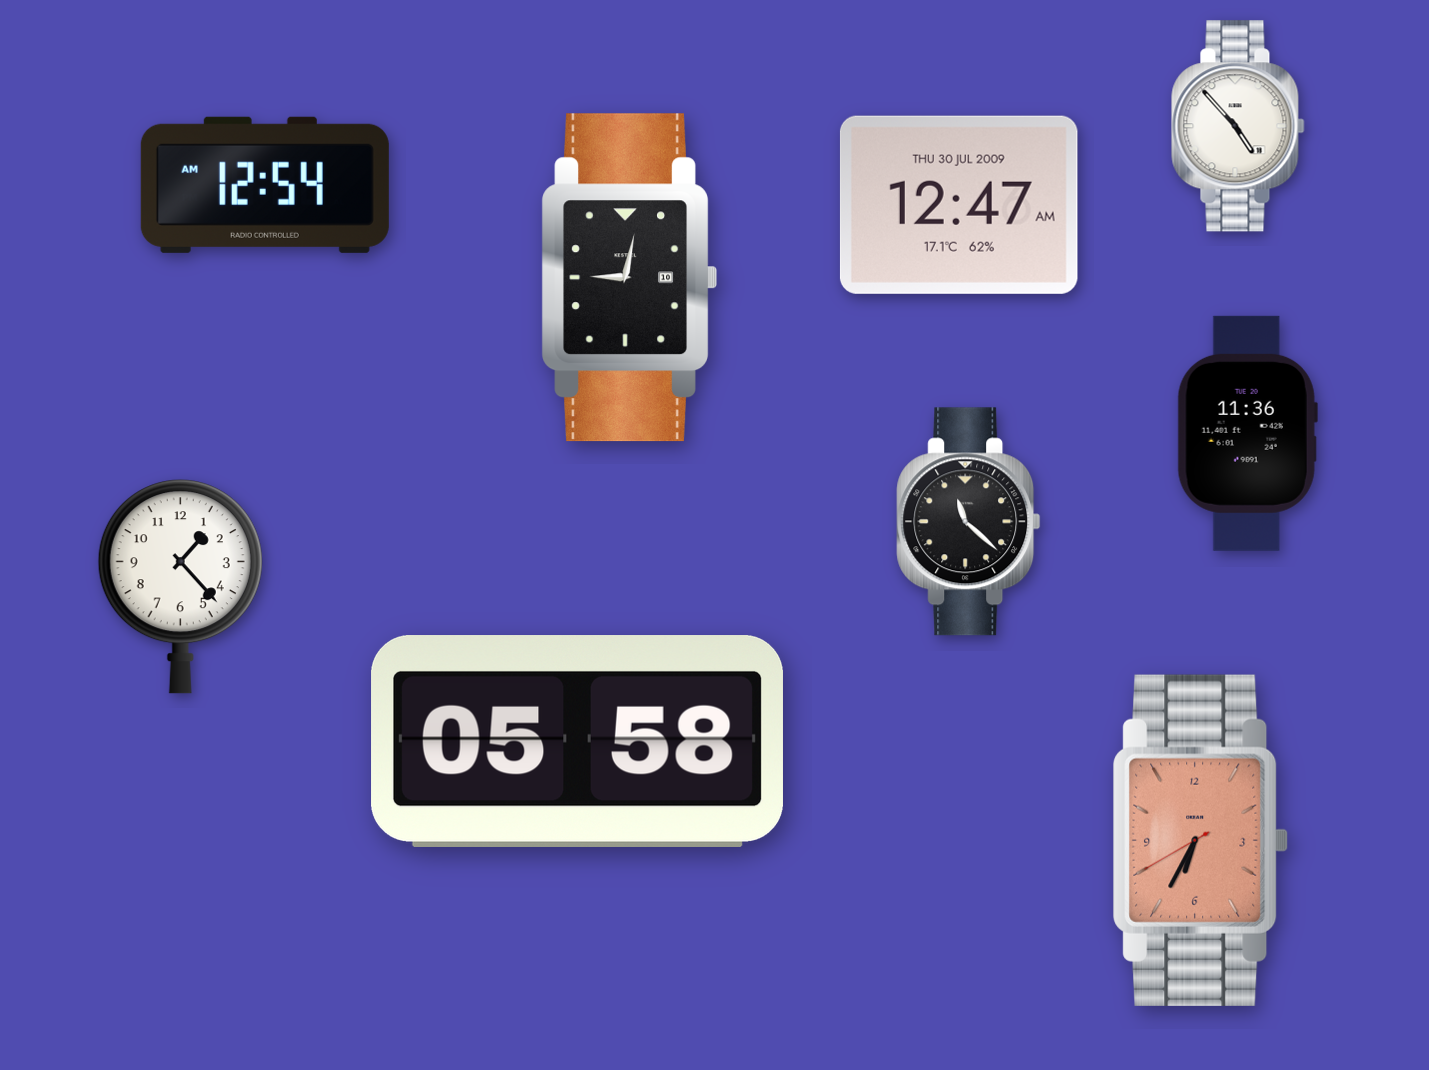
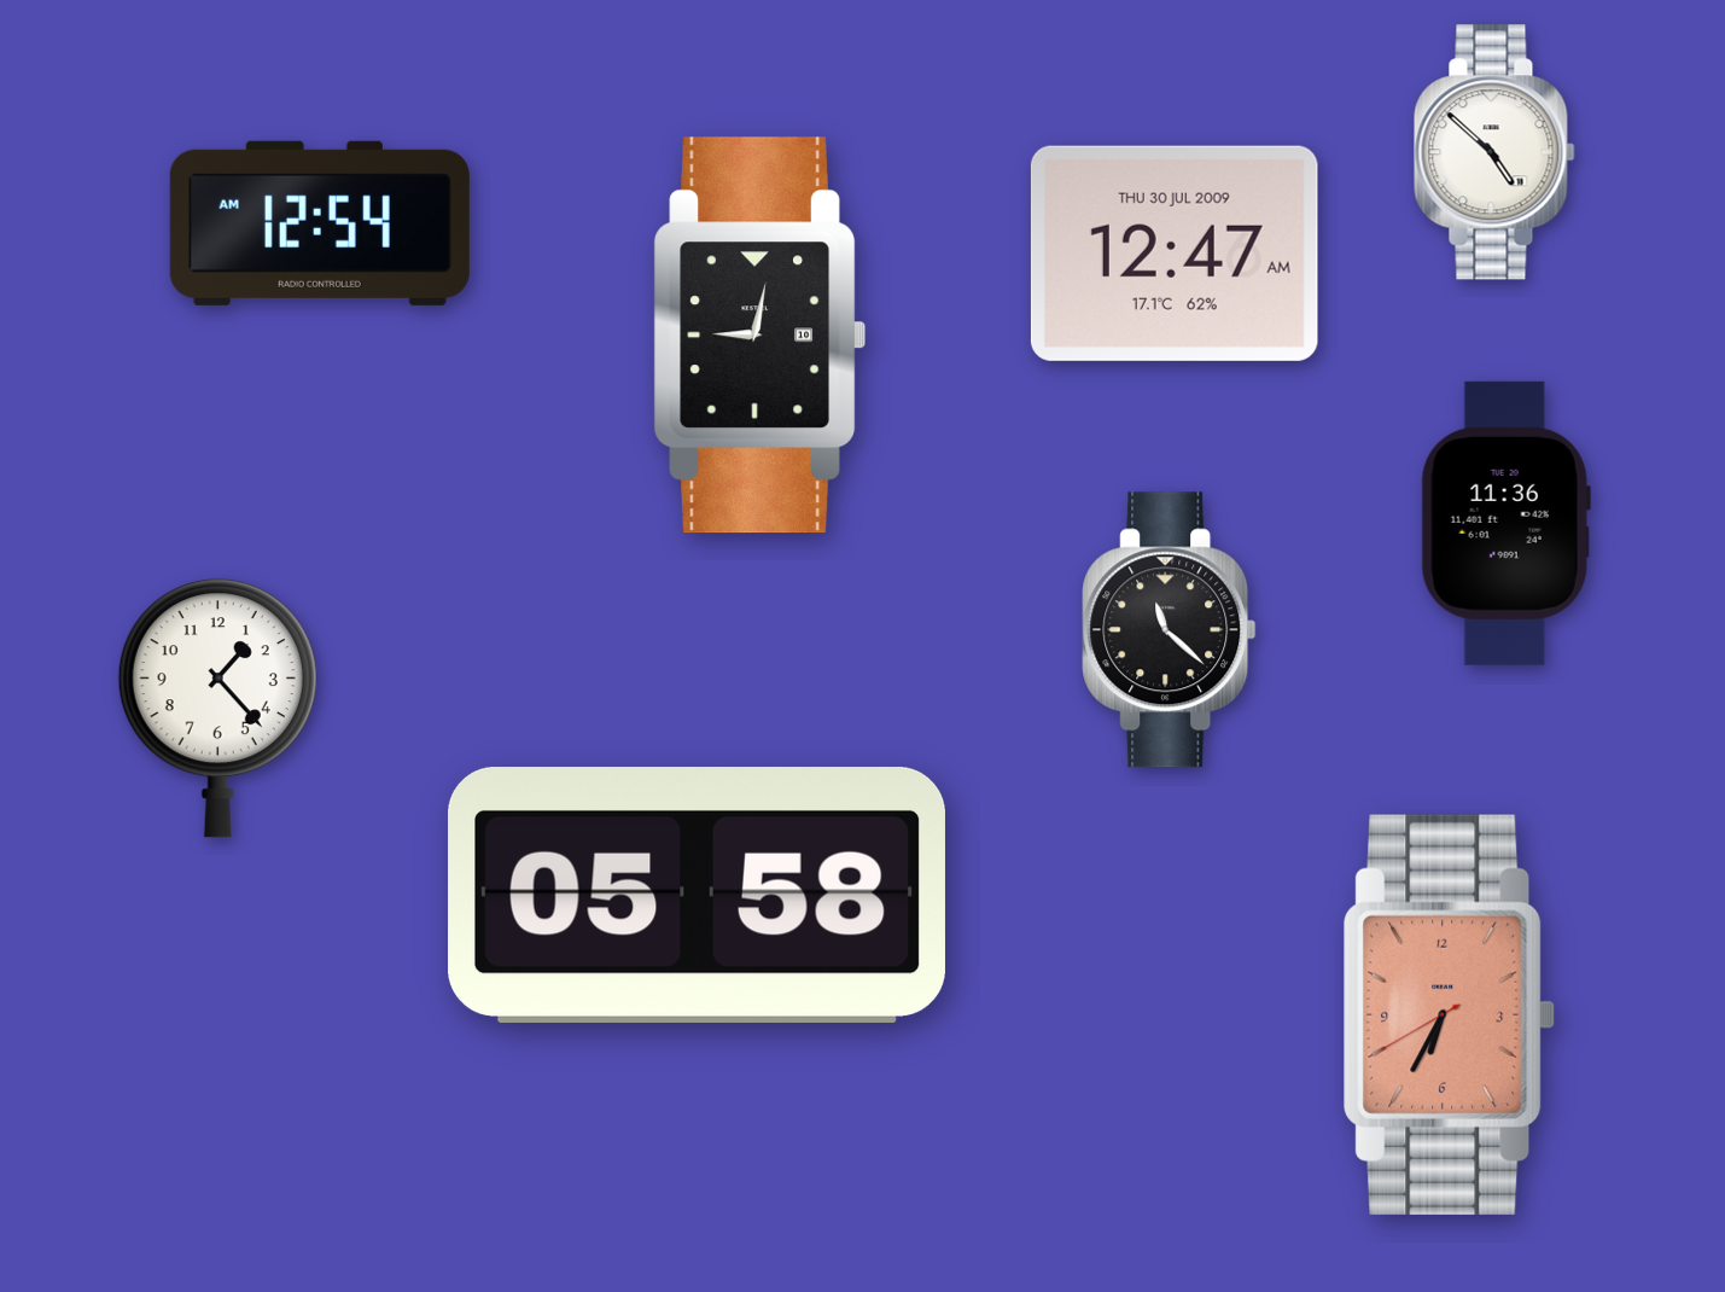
clock at (1238, 126): 4:53 -> 4:52
clock at (959, 205) position: (959, 205) -> (1175, 254)
